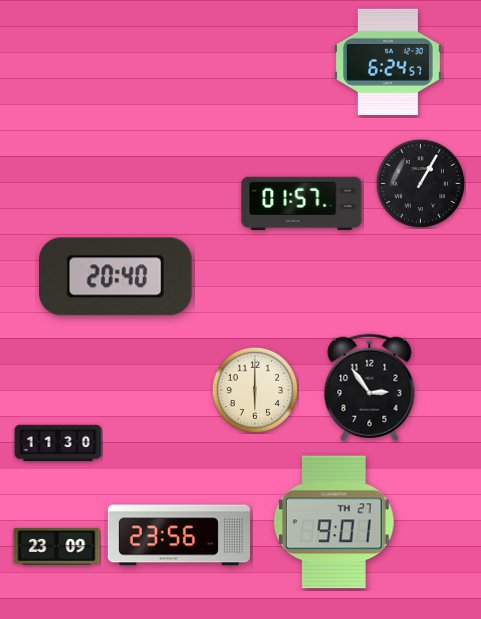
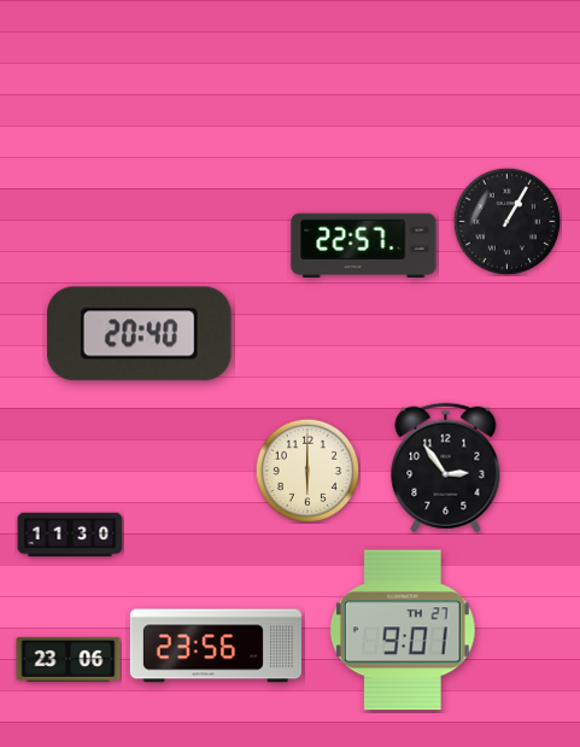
clock at (388, 61): 6:24 -> none
clock at (302, 203): 01:57 -> 22:57
clock at (57, 546): 23:09 -> 23:06
